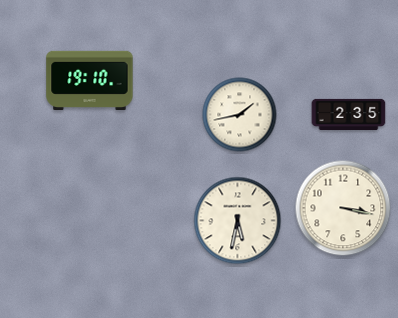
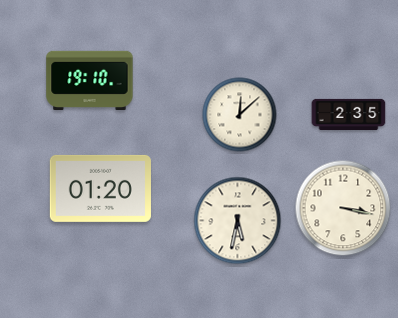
clock at (240, 115): 1:43 -> 12:08
clock at (100, 188): none -> 01:20
